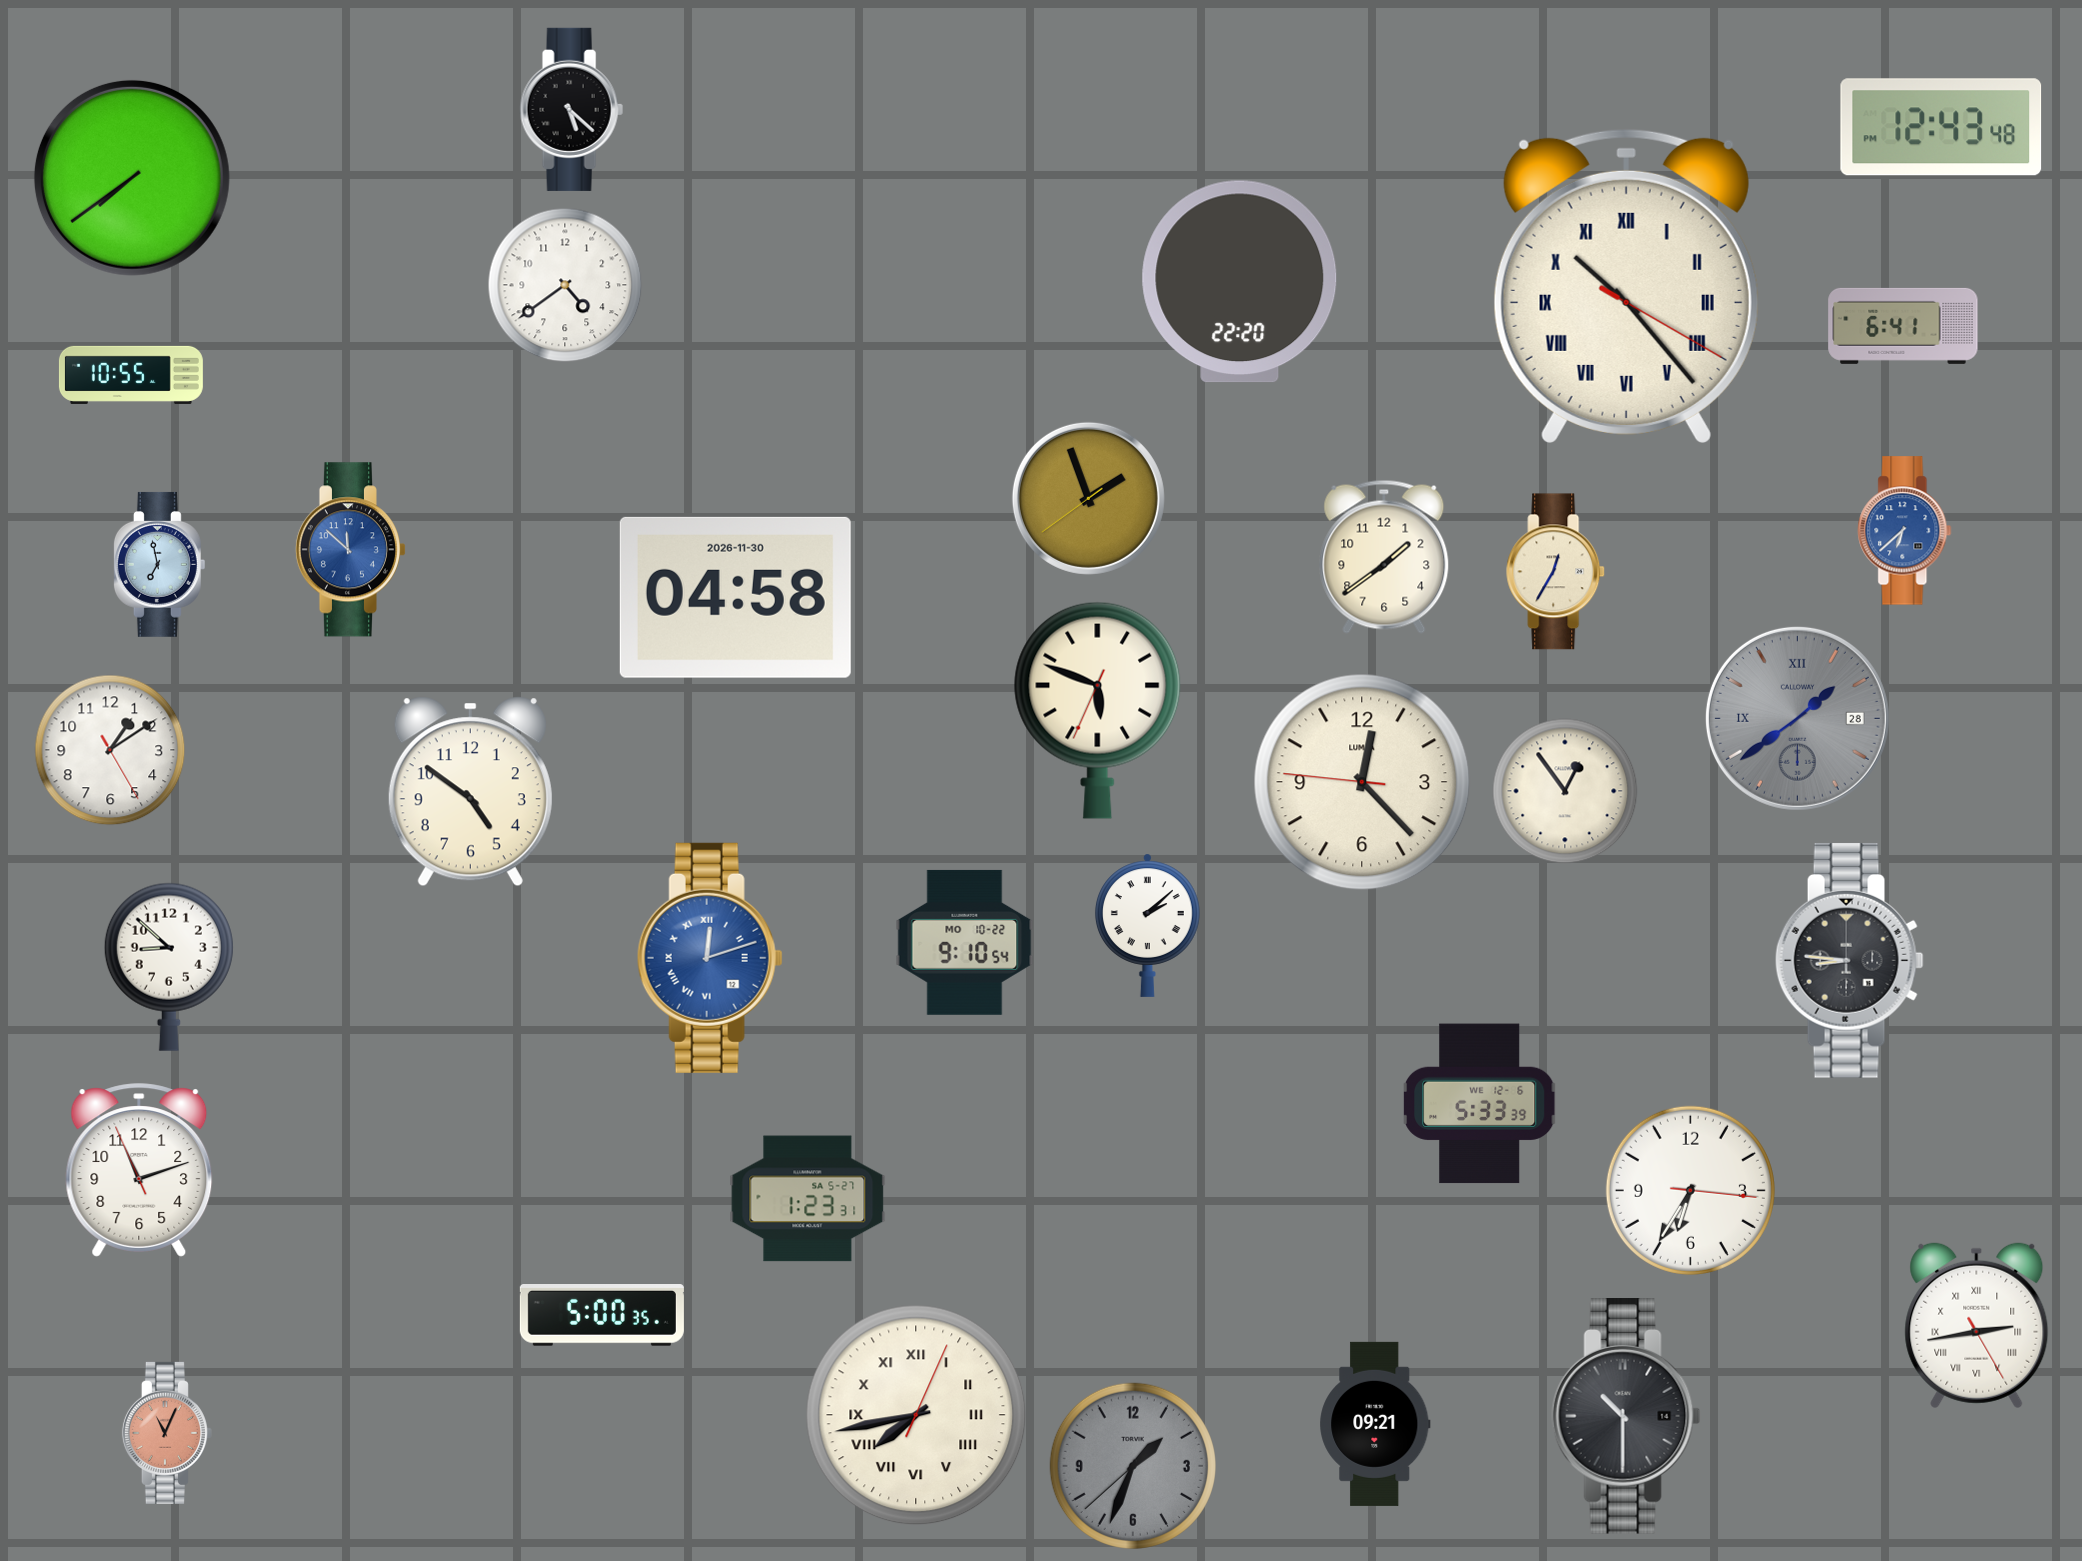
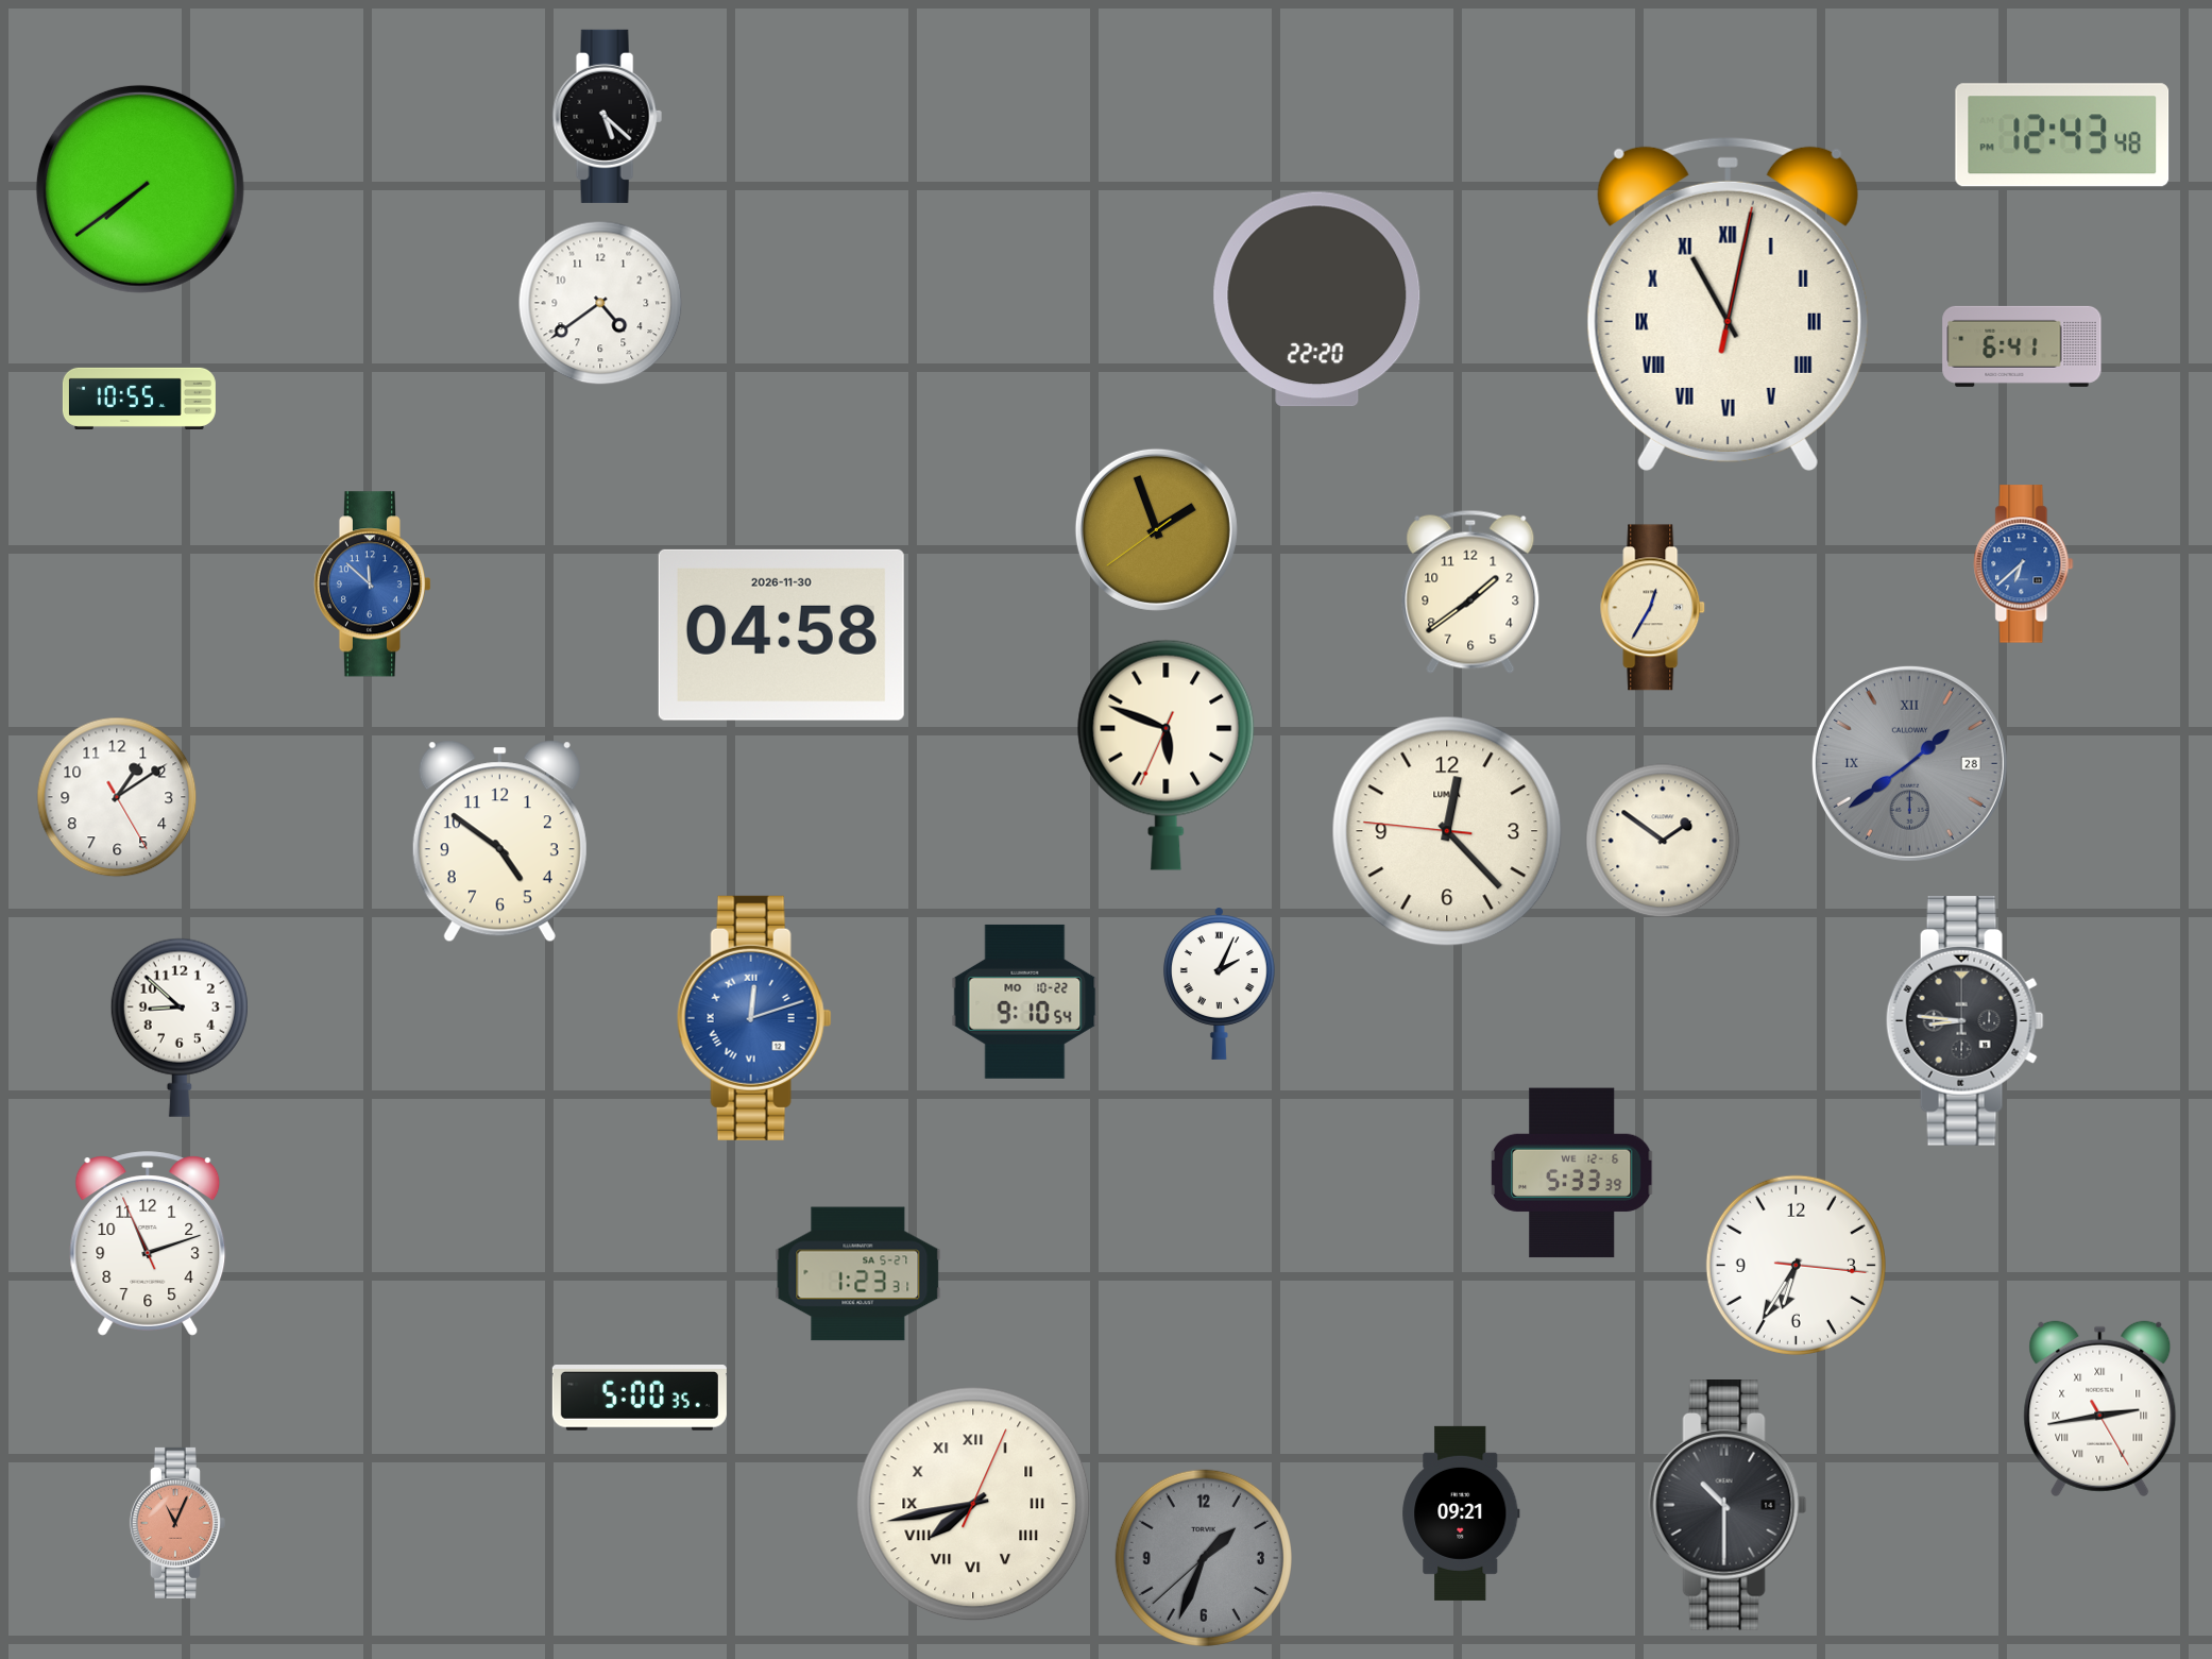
clock at (1626, 286): 10:23 -> 11:02
clock at (159, 564): 6:58 -> none
clock at (1565, 791): 12:54 -> 1:51
clock at (1147, 925): 2:08 -> 2:04
